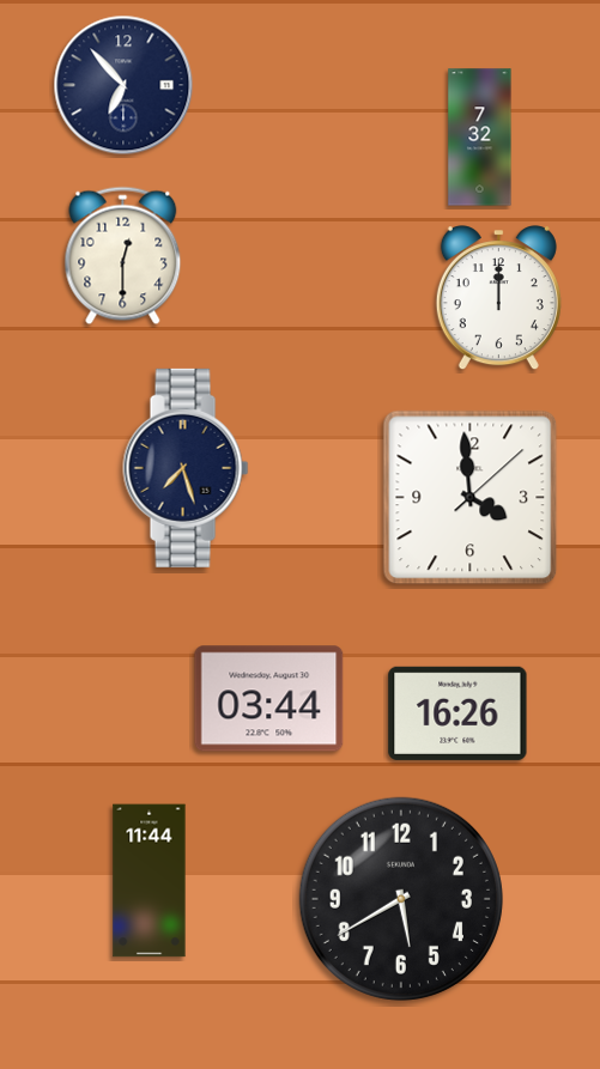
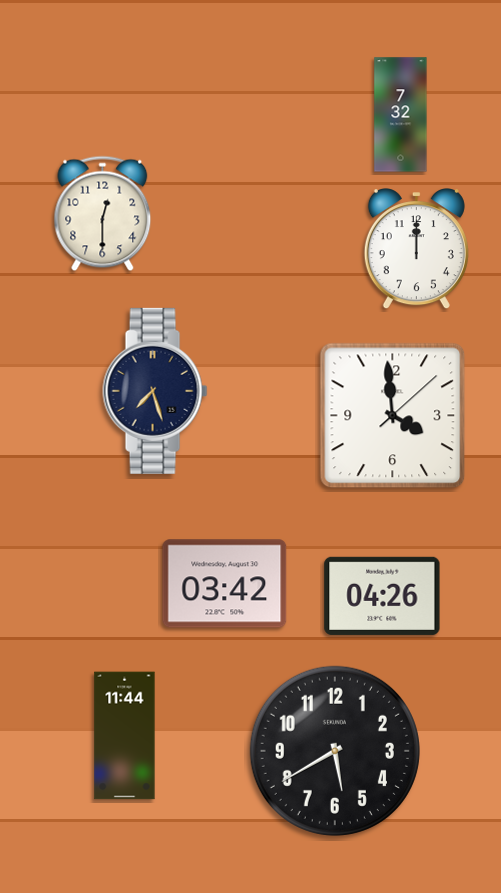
clock at (123, 85): 6:53 -> none
clock at (269, 699): 03:44 -> 03:42
clock at (457, 713): 16:26 -> 04:26
